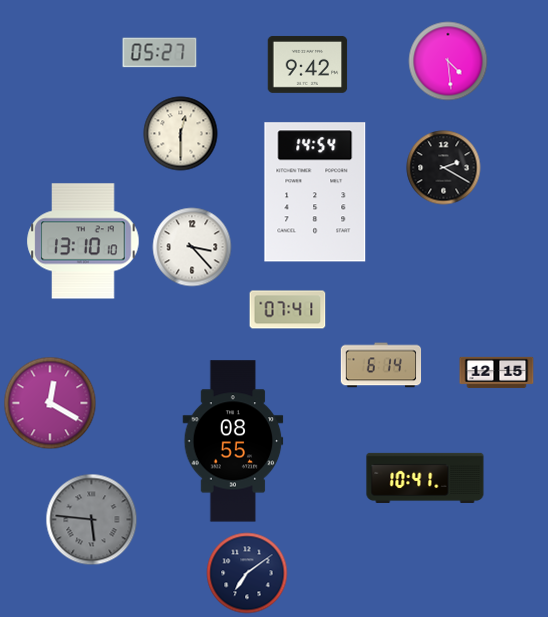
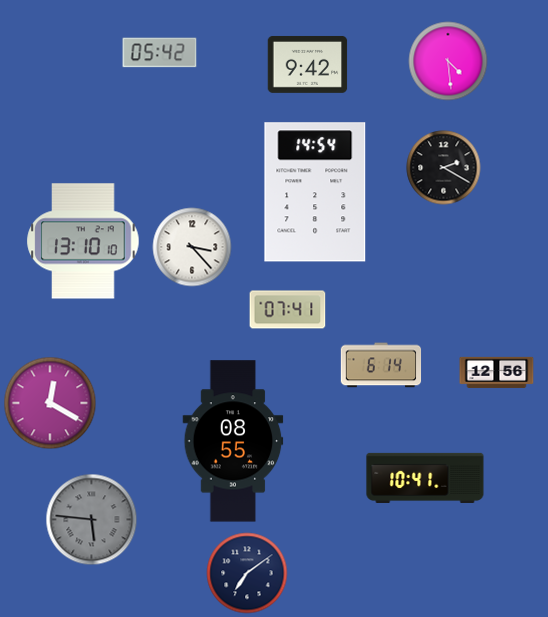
clock at (160, 53): 05:27 -> 05:42
clock at (181, 134): 12:30 -> none
clock at (497, 372): 12:15 -> 12:56
